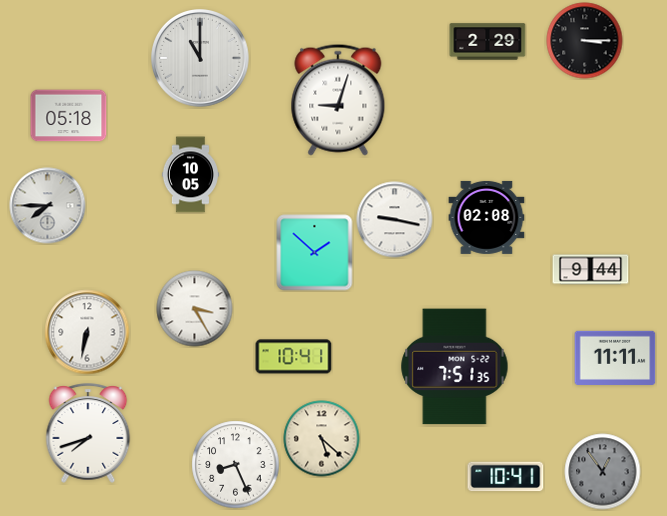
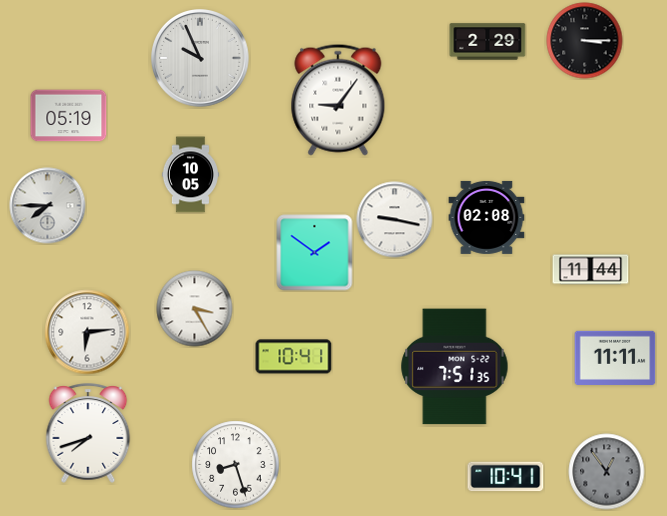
clock at (201, 59): 11:00 -> 9:56
clock at (338, 100): 9:03 -> 9:06
clock at (69, 116): 05:18 -> 05:19
clock at (315, 253): 1:52 -> 1:51
clock at (591, 270): 9:44 -> 11:44
clock at (87, 332): 6:32 -> 6:14
clock at (322, 439): 5:22 -> none
clock at (236, 465): 8:26 -> 8:27
clock at (603, 472) position: (603, 472) -> (607, 472)
